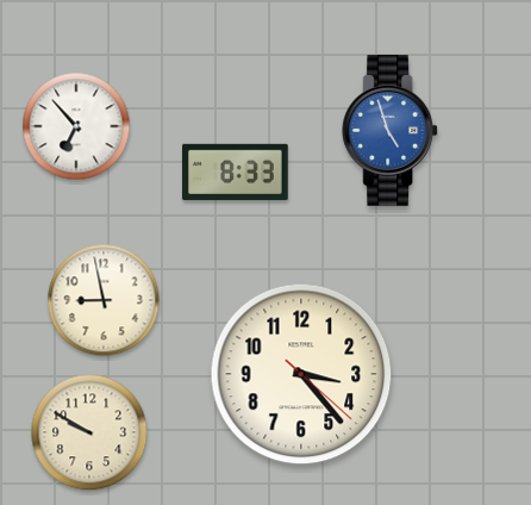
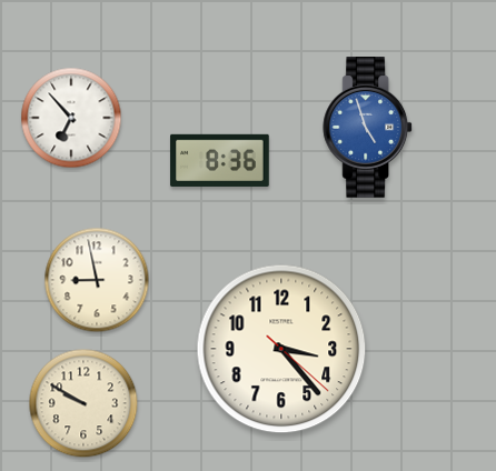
clock at (391, 131) position: (391, 131) -> (368, 128)
clock at (236, 172): 8:33 -> 8:36
